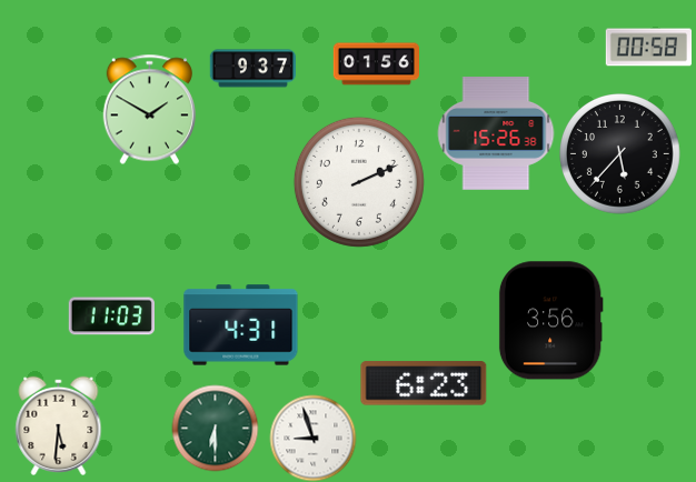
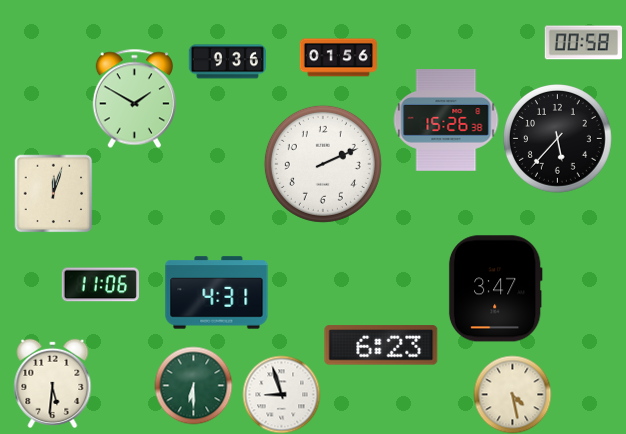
clock at (252, 69): 9:37 -> 9:36
clock at (53, 193): none -> 12:03
clock at (111, 317): 11:03 -> 11:06
clock at (550, 321): 3:56 -> 3:47
clock at (512, 394): none -> 4:28
